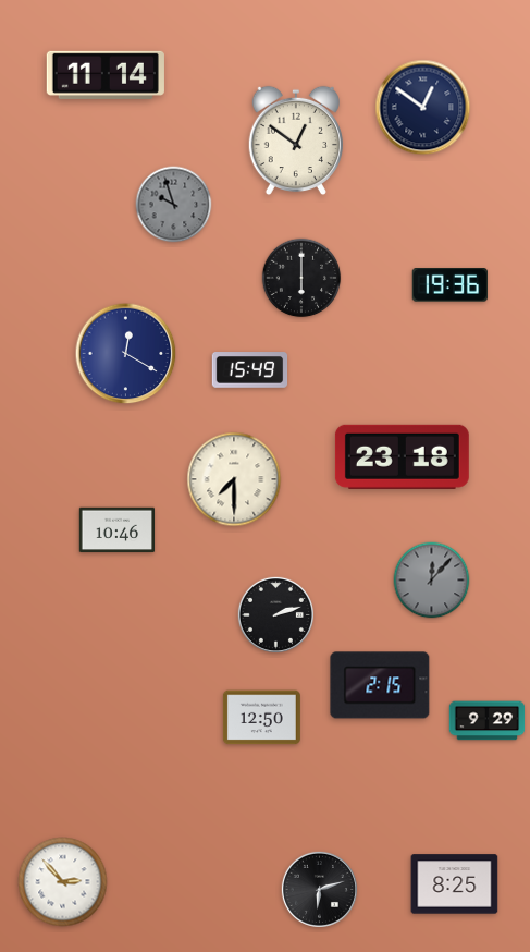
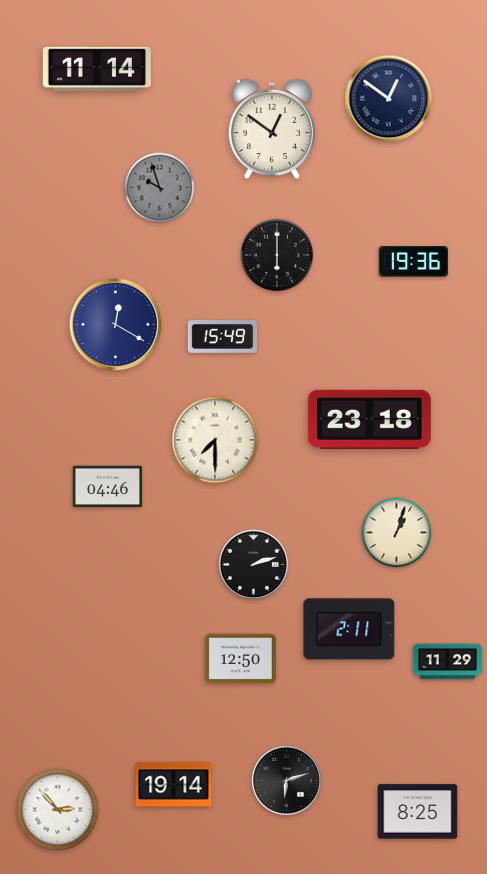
clock at (250, 370) position: (250, 370) -> (223, 337)
clock at (118, 530): 10:46 -> 04:46
clock at (432, 581): 12:07 -> 1:03
clock at (432, 581) dial: grey -> cream
clock at (380, 685): 2:15 -> 2:11
clock at (488, 721): 9:29 -> 11:29
clock at (174, 785): none -> 19:14
clock at (319, 889) position: (319, 889) -> (286, 780)
